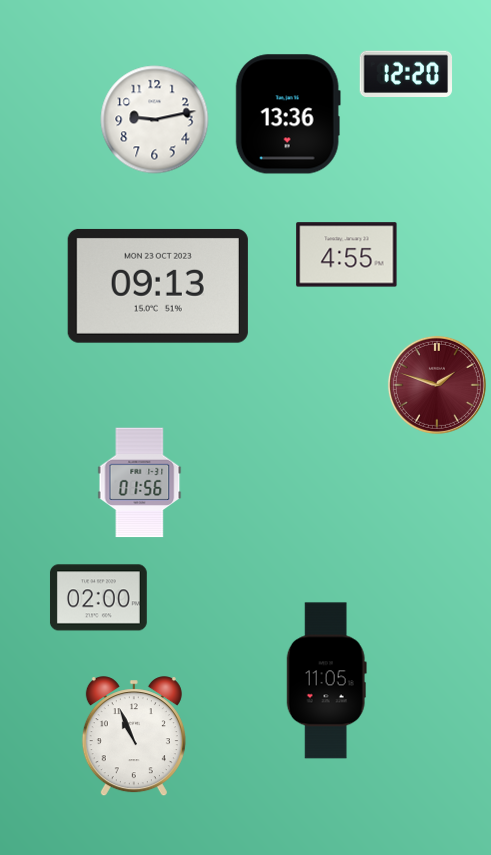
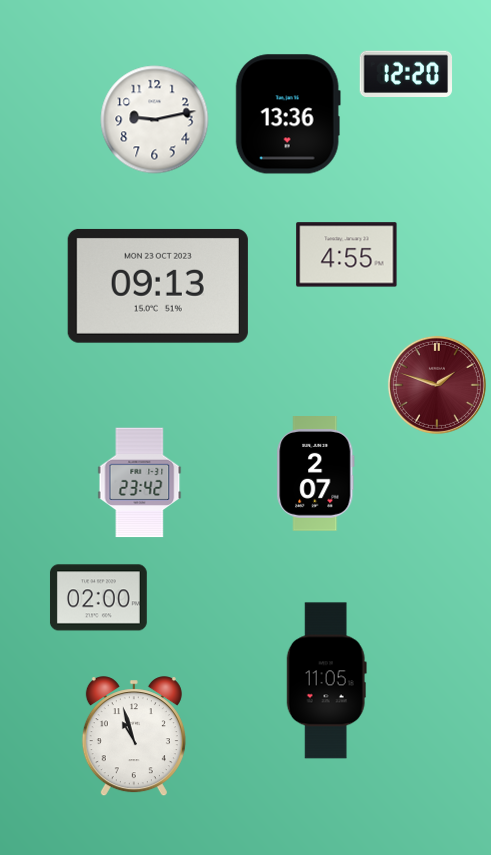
clock at (316, 474): none -> 2:07
clock at (140, 483): 01:56 -> 23:42
clock at (134, 737): 10:56 -> 10:57
